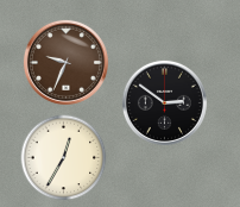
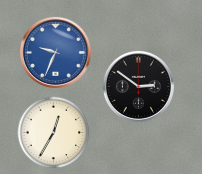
clock at (65, 62) dial: brown -> blue
